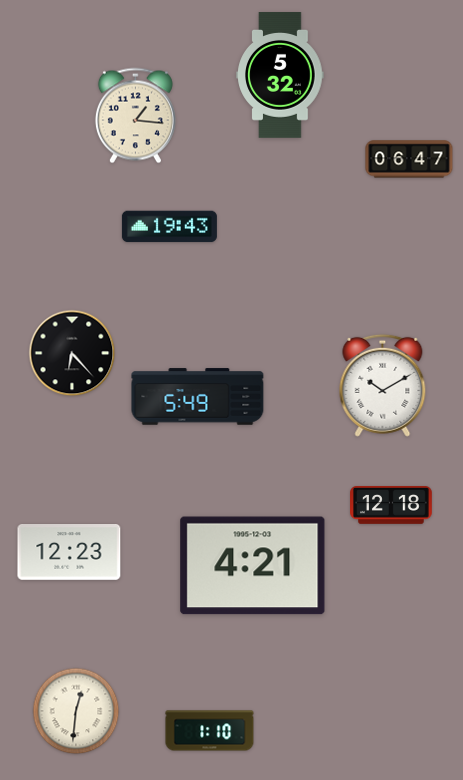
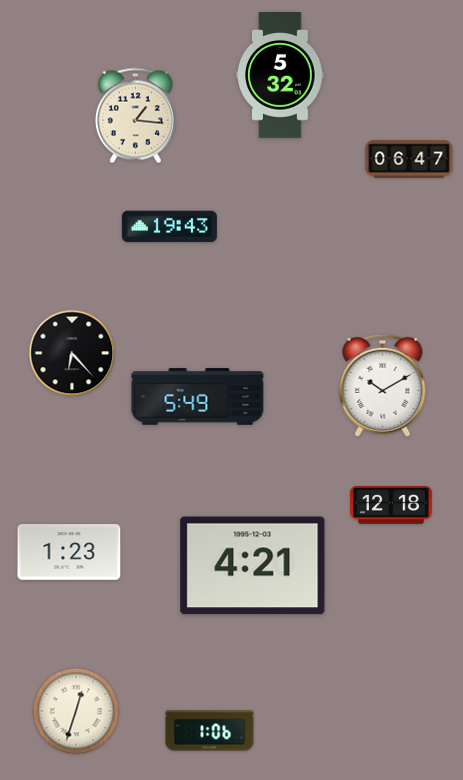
clock at (69, 553): 12:23 -> 1:23
clock at (76, 711): 12:31 -> 12:33
clock at (210, 731): 1:10 -> 1:06
